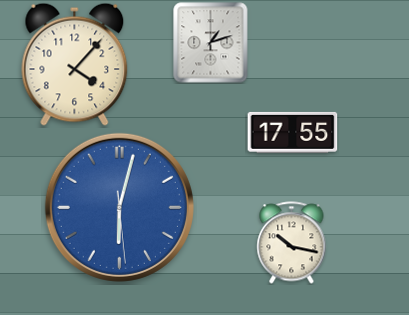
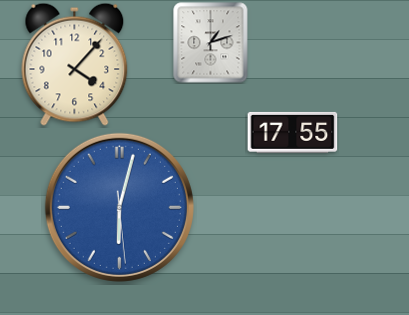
clock at (292, 243): 10:17 -> none
